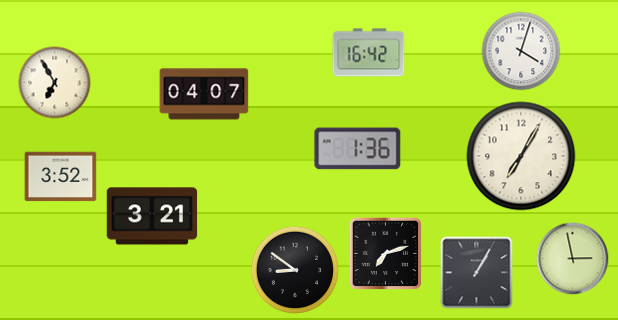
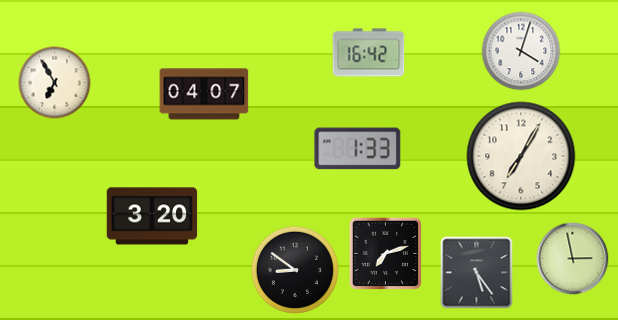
clock at (358, 149): 1:36 -> 1:33
clock at (61, 177): 3:52 -> none
clock at (152, 216): 3:21 -> 3:20
clock at (477, 273): 1:05 -> 5:24
